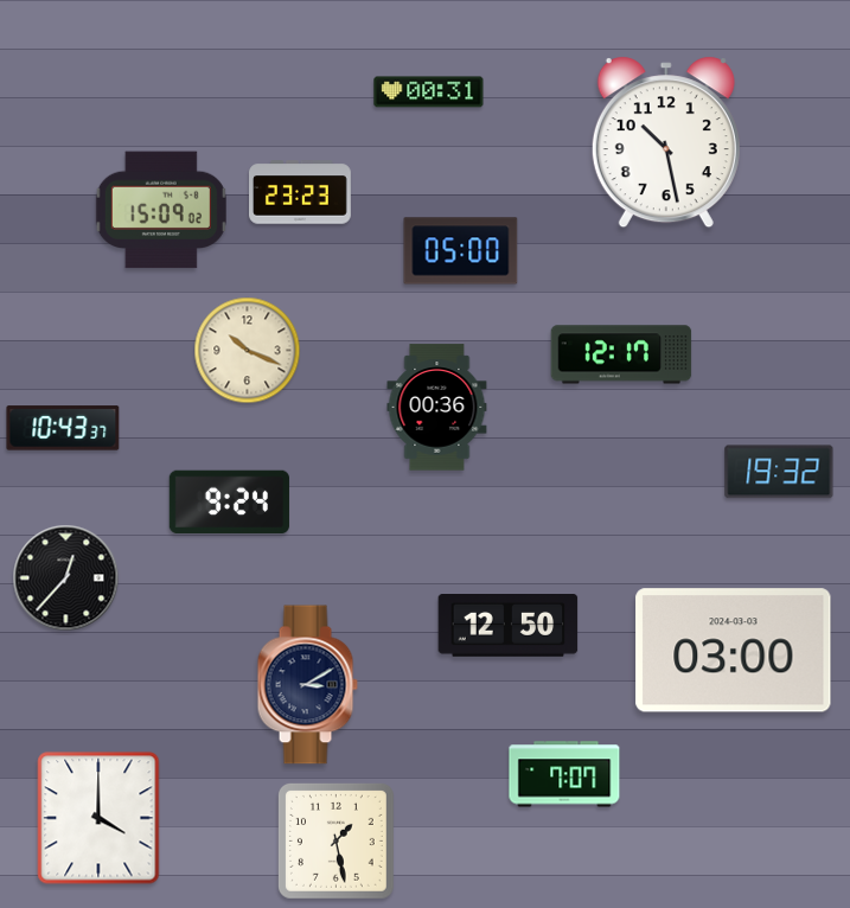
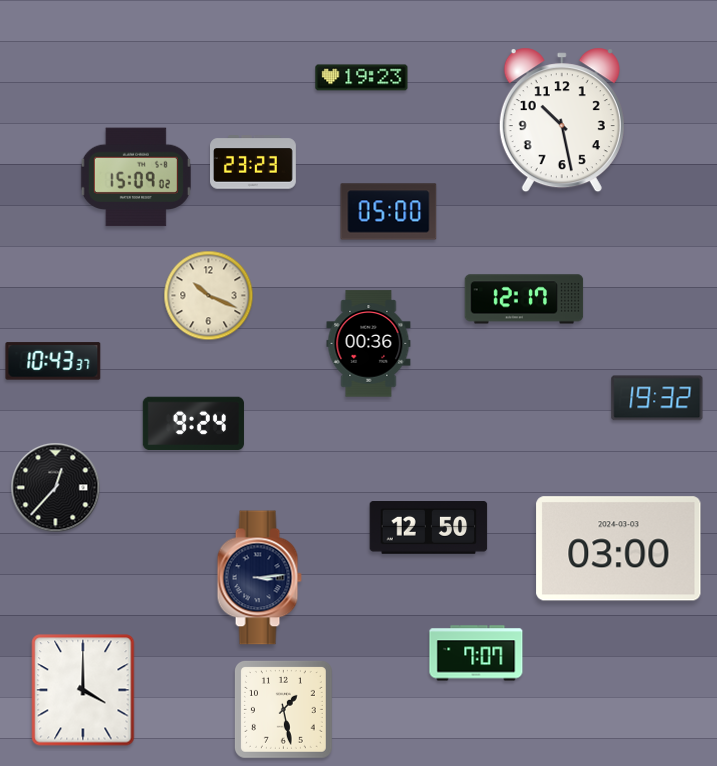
clock at (429, 92): 00:31 -> 19:23
clock at (307, 685): 3:10 -> 3:14
